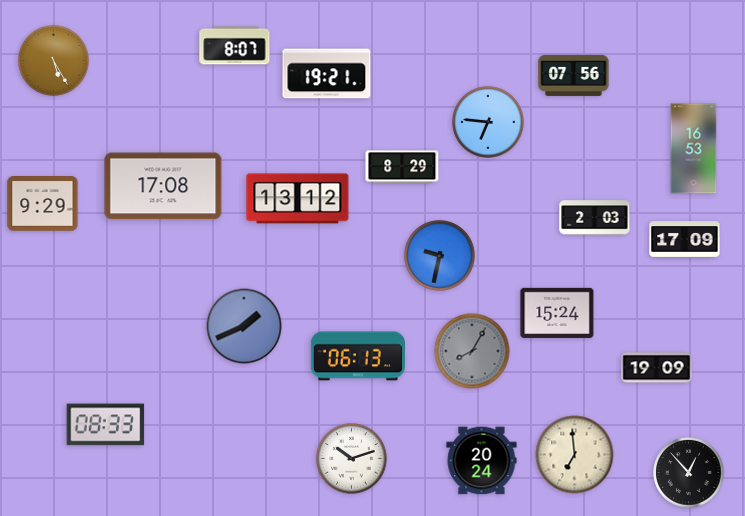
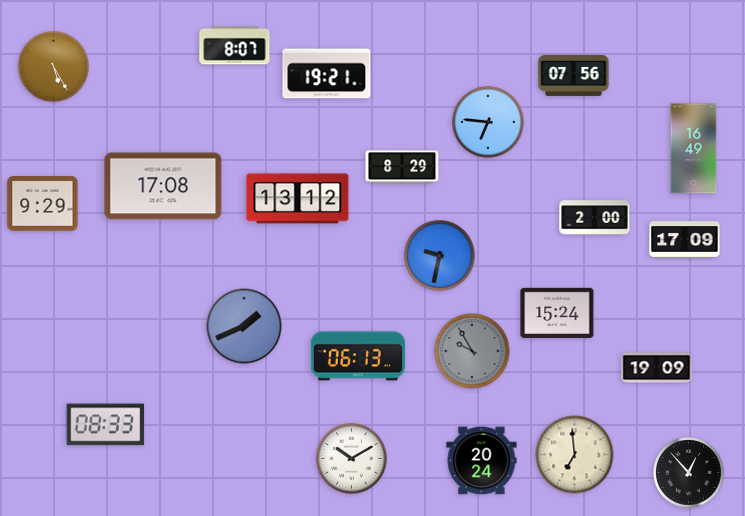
clock at (54, 61) position: (54, 61) -> (54, 67)
clock at (694, 149): 16:53 -> 16:49
clock at (595, 218): 2:03 -> 2:00
clock at (472, 351): 8:05 -> 9:55
clock at (352, 459): 10:12 -> 10:10
